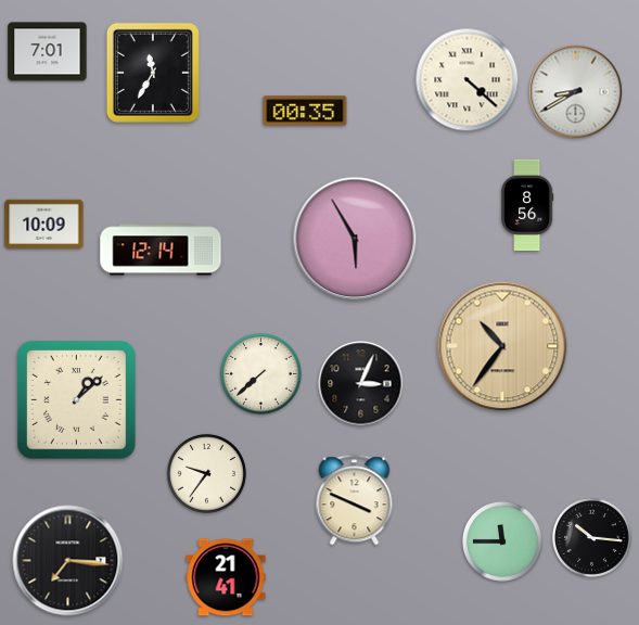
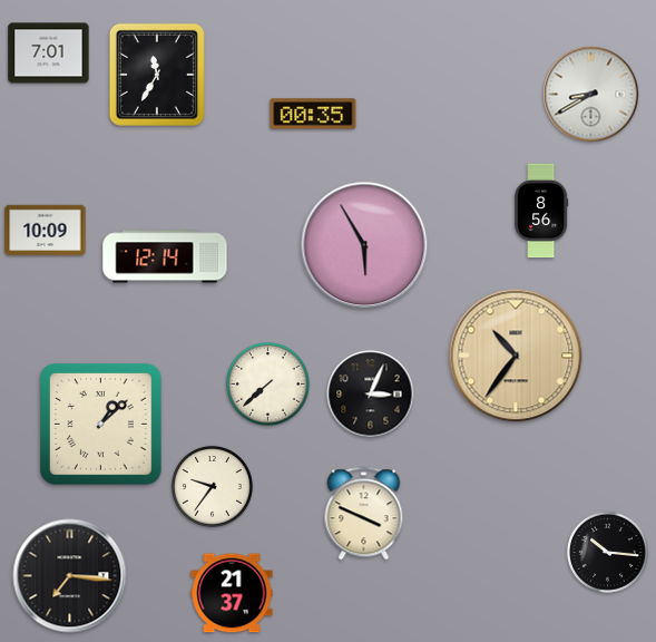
clock at (468, 80): 4:22 -> none
clock at (77, 400) position: (77, 400) -> (101, 425)
clock at (502, 541): 11:45 -> none
clock at (226, 577): 21:41 -> 21:37
